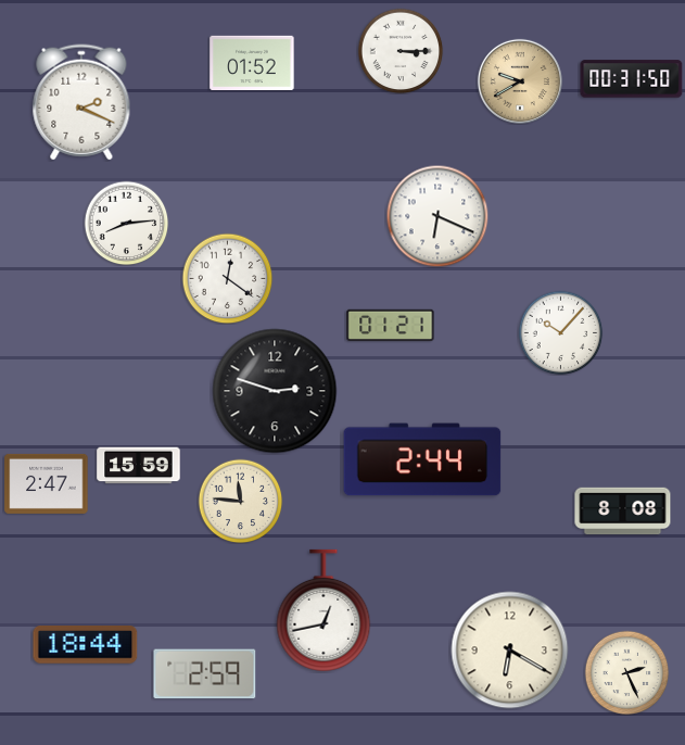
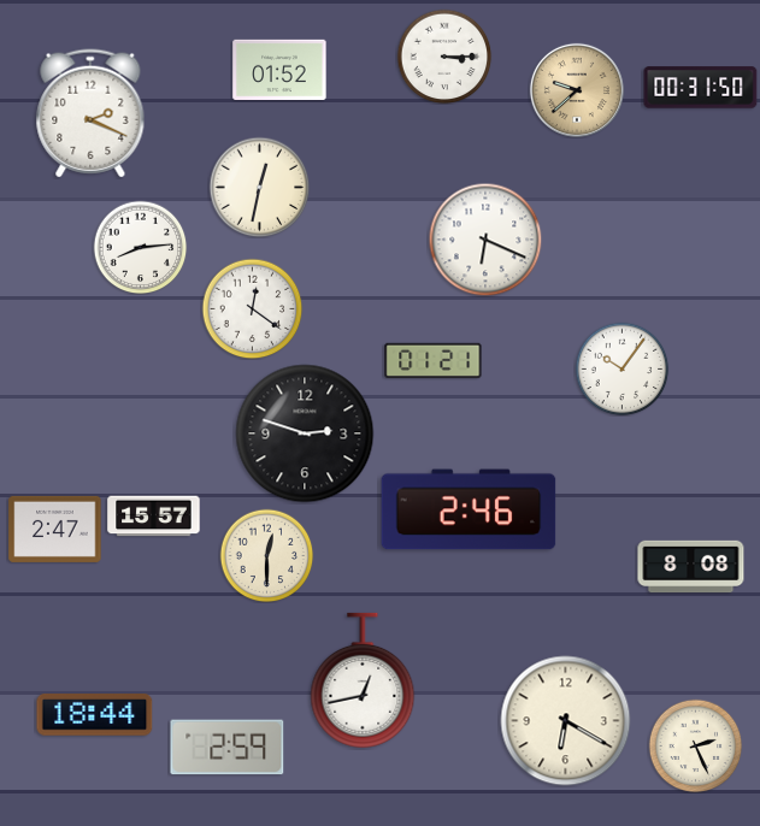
clock at (520, 81): 9:40 -> 9:38
clock at (259, 187): none -> 12:32
clock at (560, 332): 10:07 -> 10:06
clock at (422, 459): 2:44 -> 2:46
clock at (139, 466): 15:59 -> 15:57
clock at (47, 483) position: (47, 483) -> (55, 529)
clock at (240, 501): 11:46 -> 12:30
clock at (324, 610) position: (324, 610) -> (363, 680)
